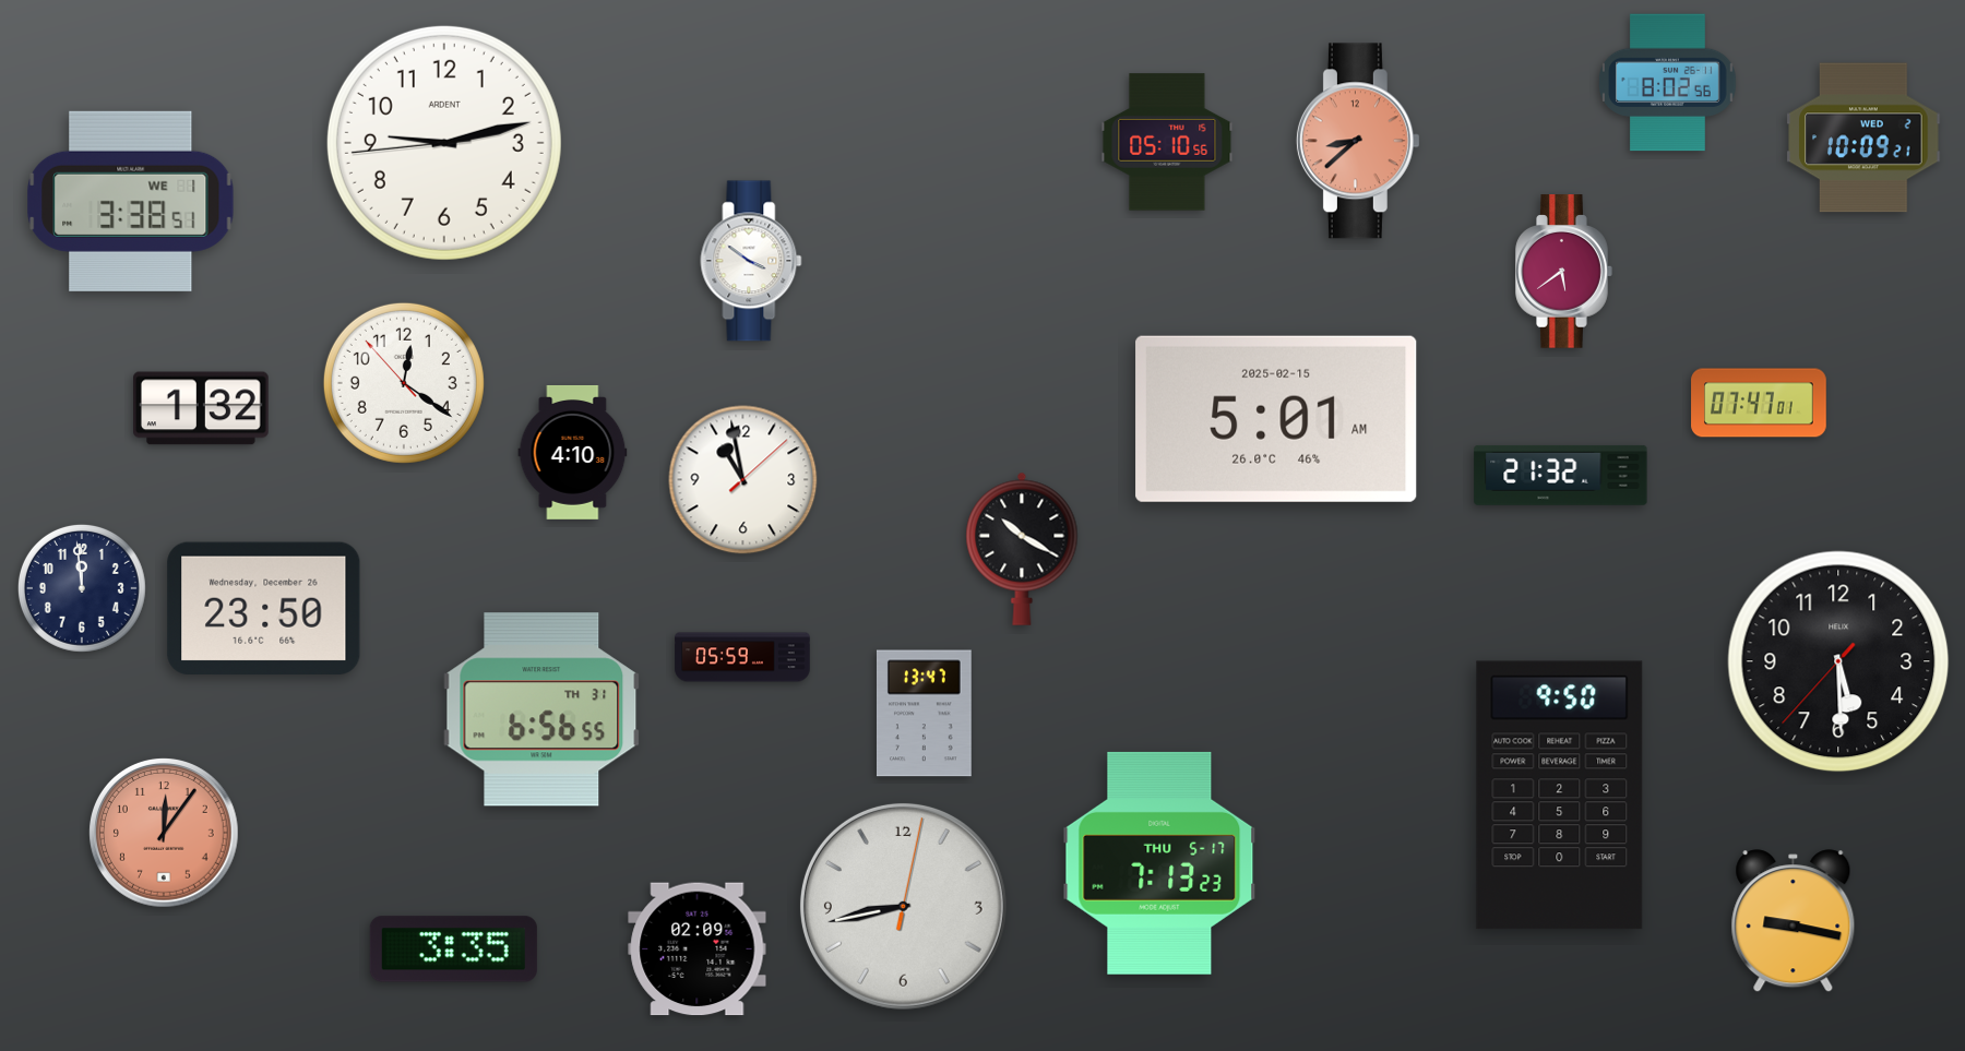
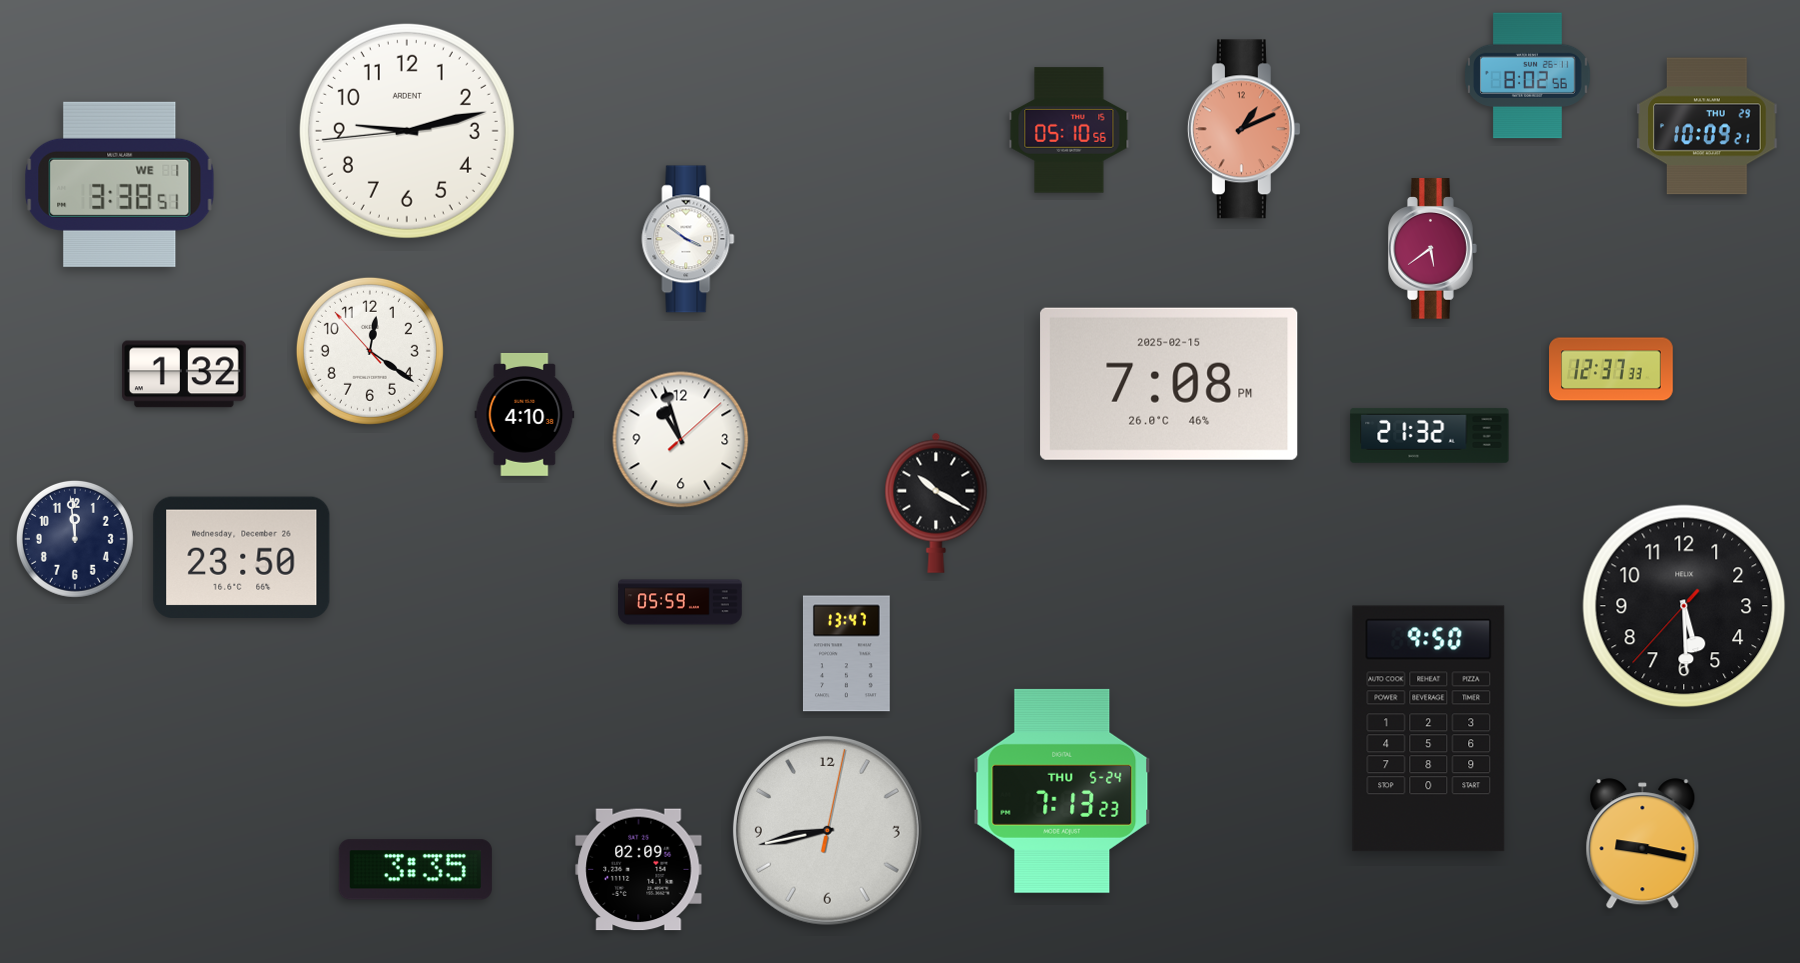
clock at (1863, 138) date: WED 2 -> THU 29
clock at (1358, 141): 8:38 -> 1:11
clock at (1759, 403): 07:47 -> 12:37
clock at (1276, 419): 5:01 -> 7:08
clock at (743, 480): 10:58 -> 10:57
clock at (541, 709): 6:56 -> none
clock at (165, 834): 12:06 -> none
clock at (1159, 863) date: THU 5-17 -> THU 5-24
